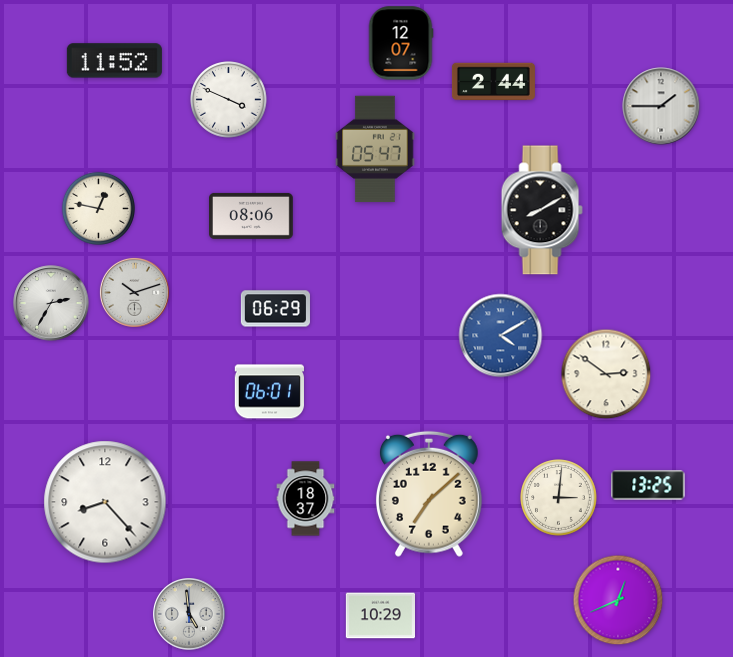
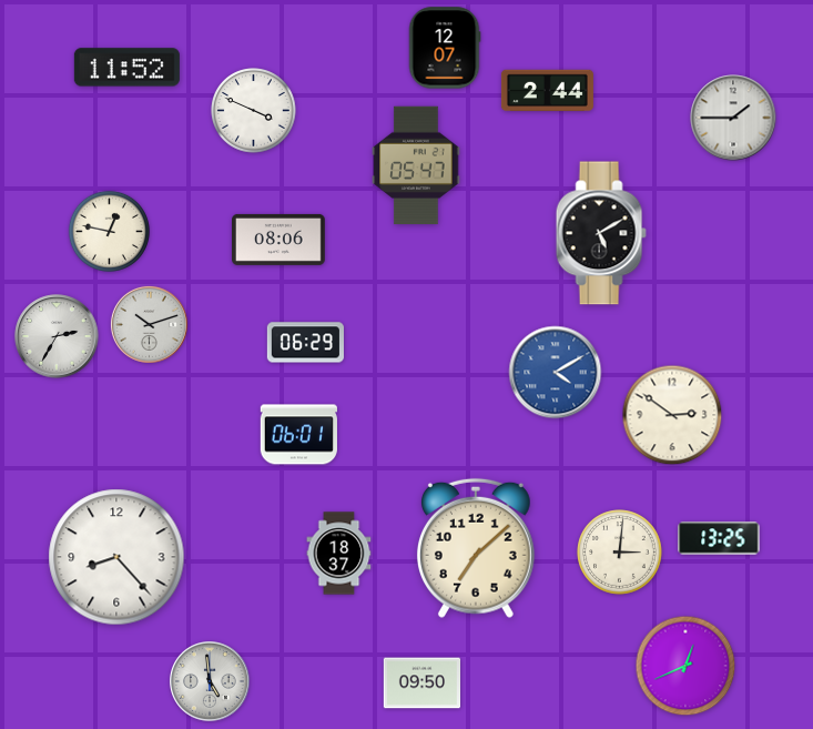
clock at (542, 210): 8:10 -> 5:10
clock at (380, 616): 10:29 -> 09:50
